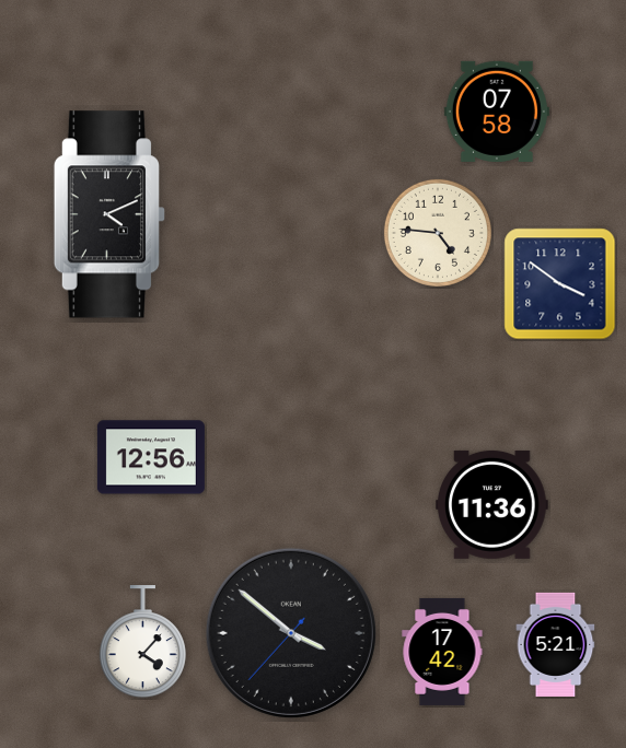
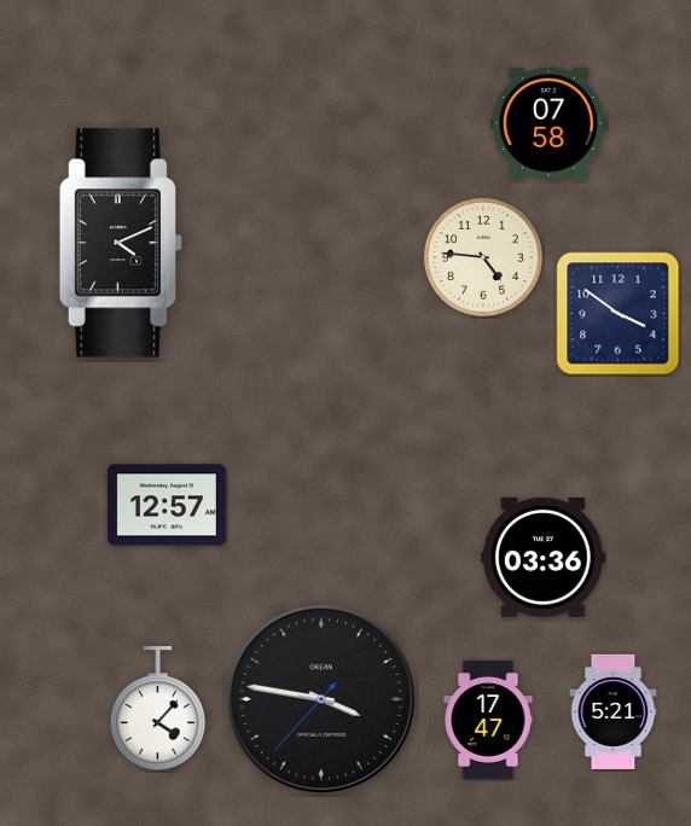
clock at (108, 214) position: (108, 214) -> (120, 243)
clock at (151, 457): 12:56 -> 12:57
clock at (492, 504): 11:36 -> 03:36
clock at (291, 633): 3:51 -> 3:46
clock at (442, 652): 17:42 -> 17:47
